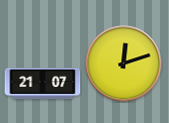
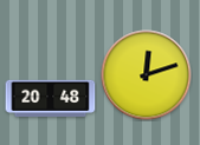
clock at (43, 83): 21:07 -> 20:48
